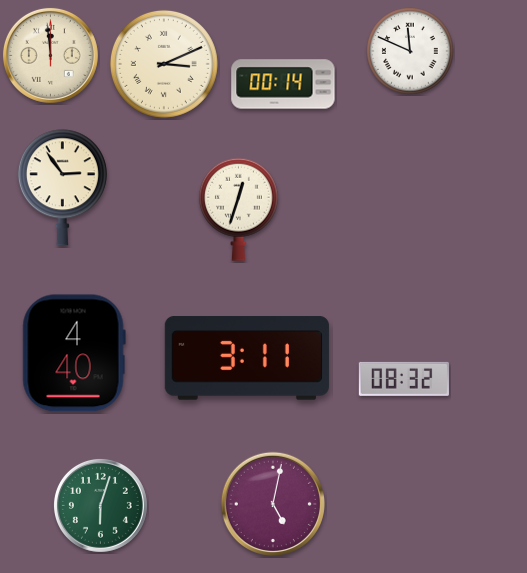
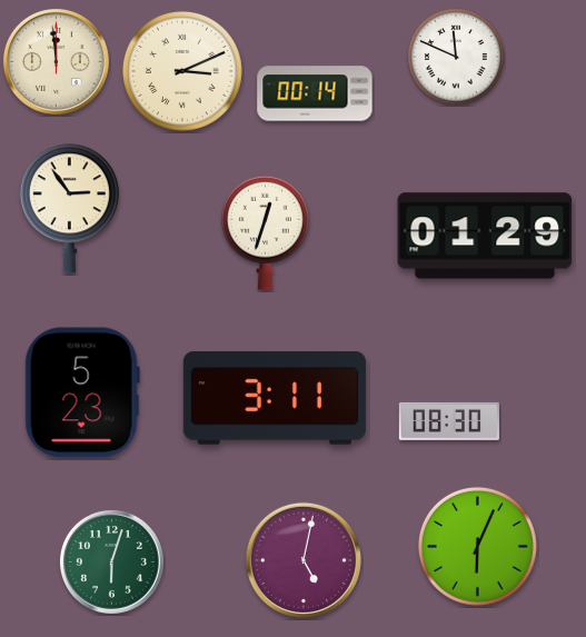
clock at (485, 236): none -> 01:29
clock at (74, 353): 4:40 -> 5:23
clock at (404, 379): 08:32 -> 08:30
clock at (477, 546): none -> 6:04
